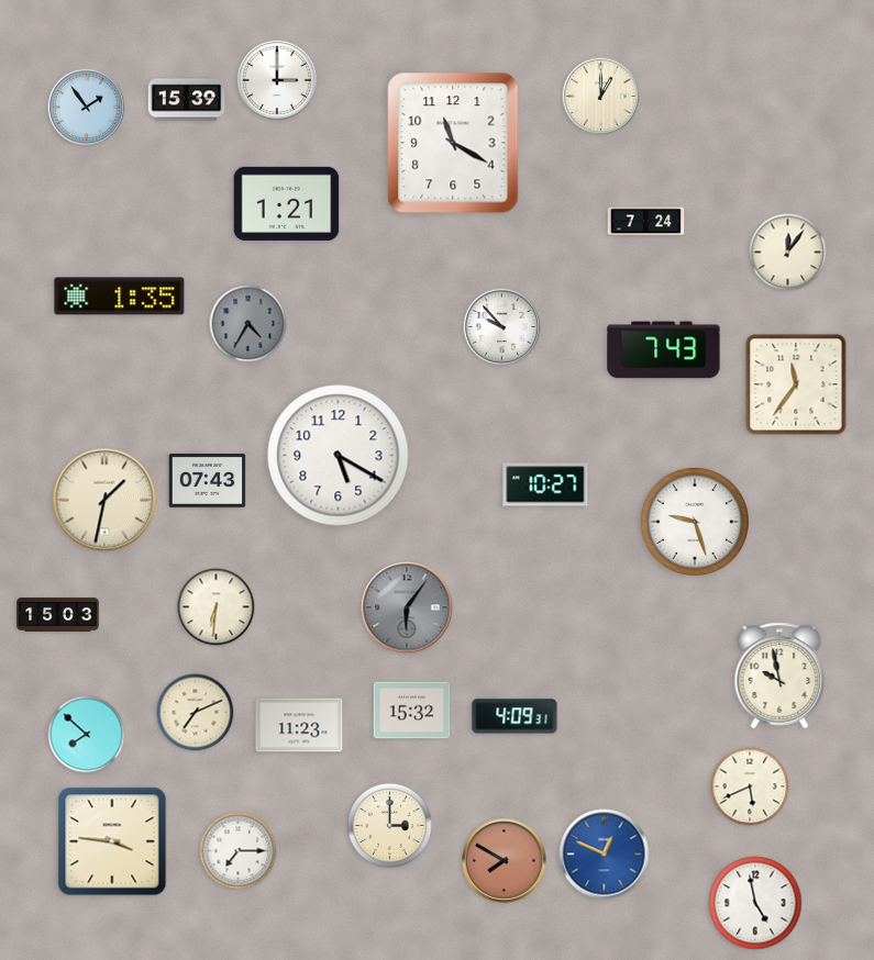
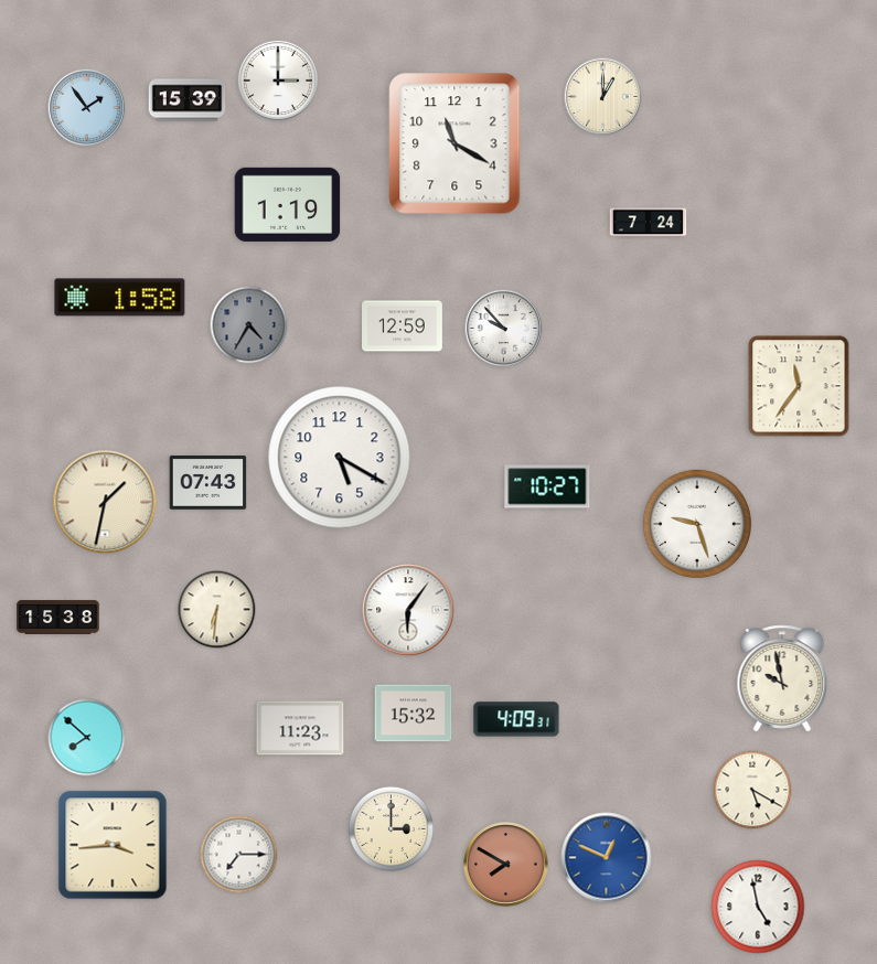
clock at (287, 203): 1:21 -> 1:19
clock at (788, 253): 12:06 -> none
clock at (120, 297): 1:35 -> 1:58
clock at (403, 326): none -> 12:59
clock at (664, 350): 7:43 -> none
clock at (407, 607) dial: grey -> white
clock at (58, 615): 15:03 -> 15:38
clock at (196, 713): 7:11 -> none
clock at (750, 786): 5:41 -> 5:20
clock at (112, 841): 3:46 -> 3:44
